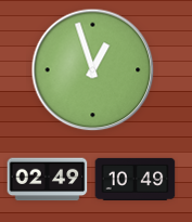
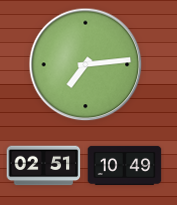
clock at (93, 70): 12:57 -> 7:14
clock at (48, 180): 02:49 -> 02:51
